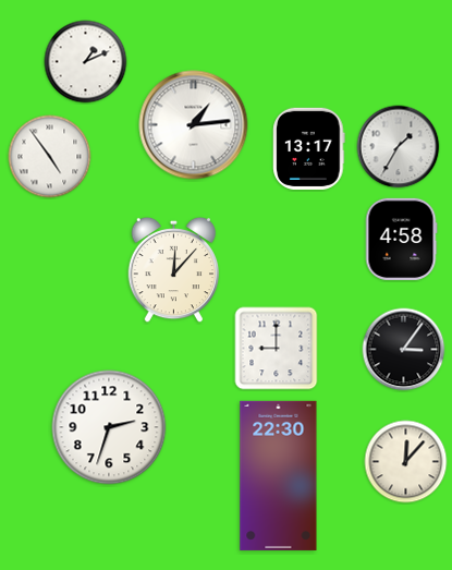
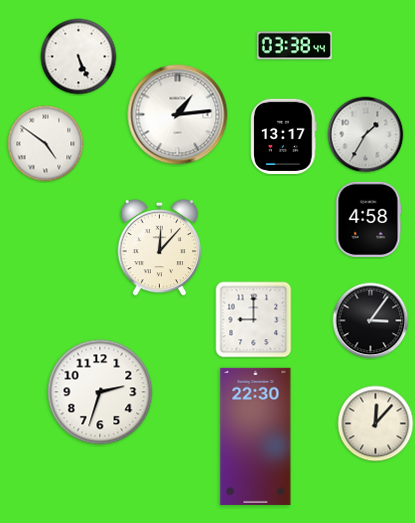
clock at (294, 46): none -> 03:38
clock at (86, 62): 1:11 -> 5:26
clock at (50, 157): 4:54 -> 4:51
clock at (406, 462) position: (406, 462) -> (376, 424)
